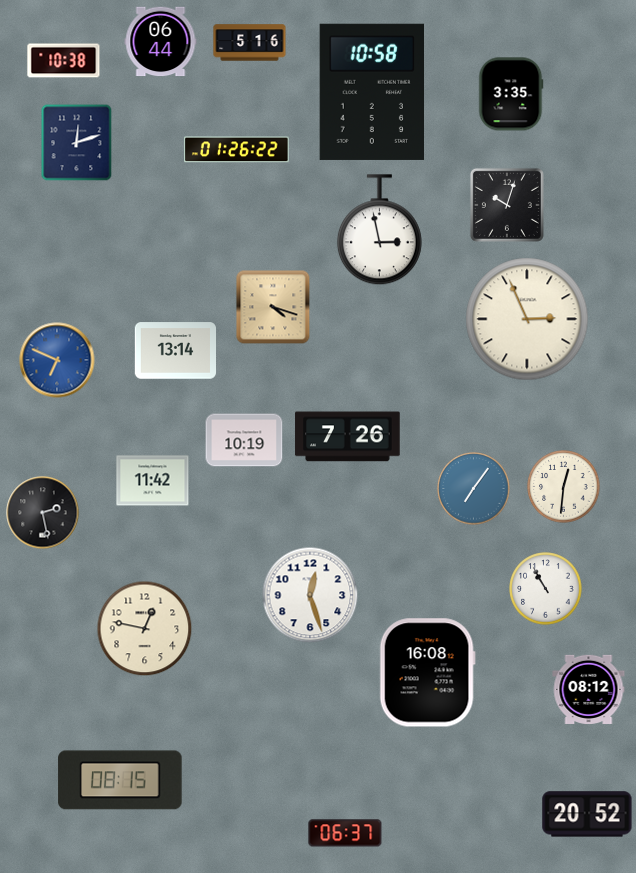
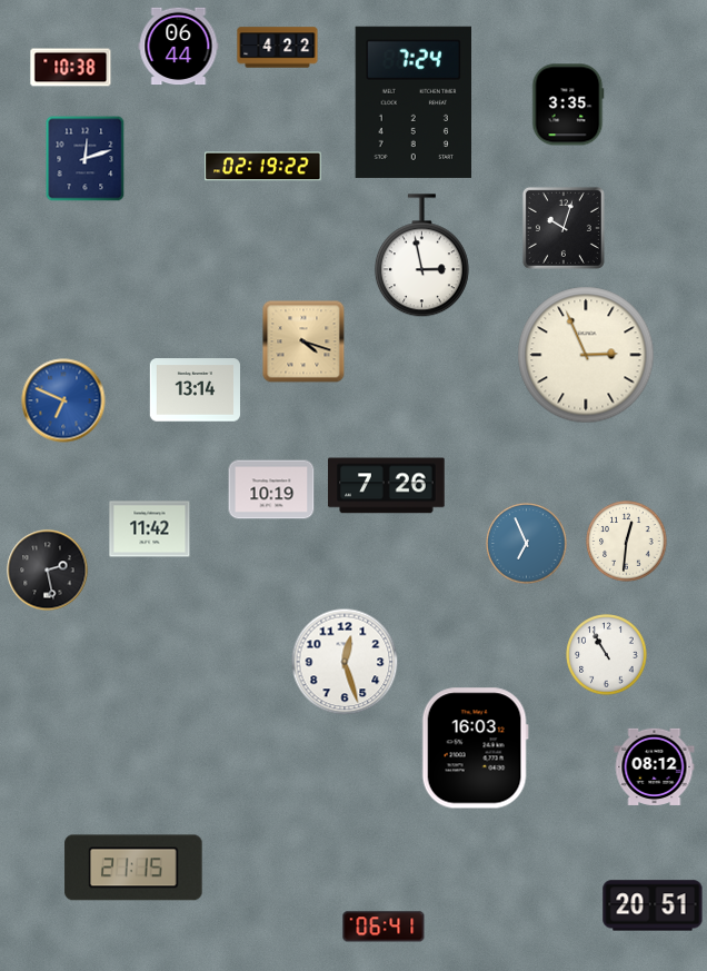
clock at (250, 43): 5:16 -> 4:22
clock at (372, 92): 10:58 -> 7:24
clock at (237, 150): 01:26 -> 02:19
clock at (153, 481) position: (153, 481) -> (150, 529)
clock at (474, 489): 7:06 -> 6:56
clock at (145, 629): 12:47 -> none
clock at (427, 673): 16:08 -> 16:03
clock at (120, 780): 08:15 -> 21:15
clock at (587, 814): 20:52 -> 20:51
clock at (345, 833): 06:37 -> 06:41
